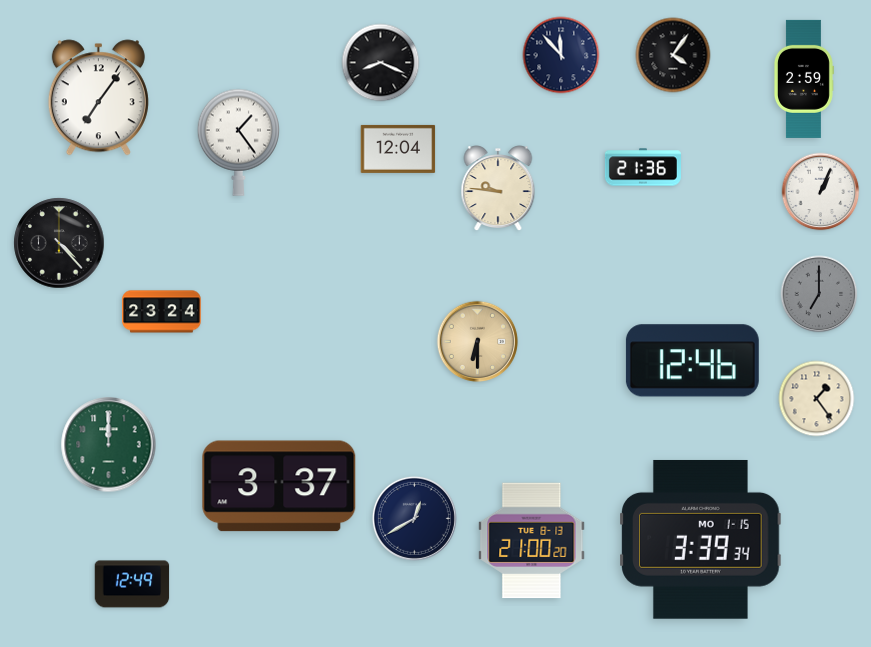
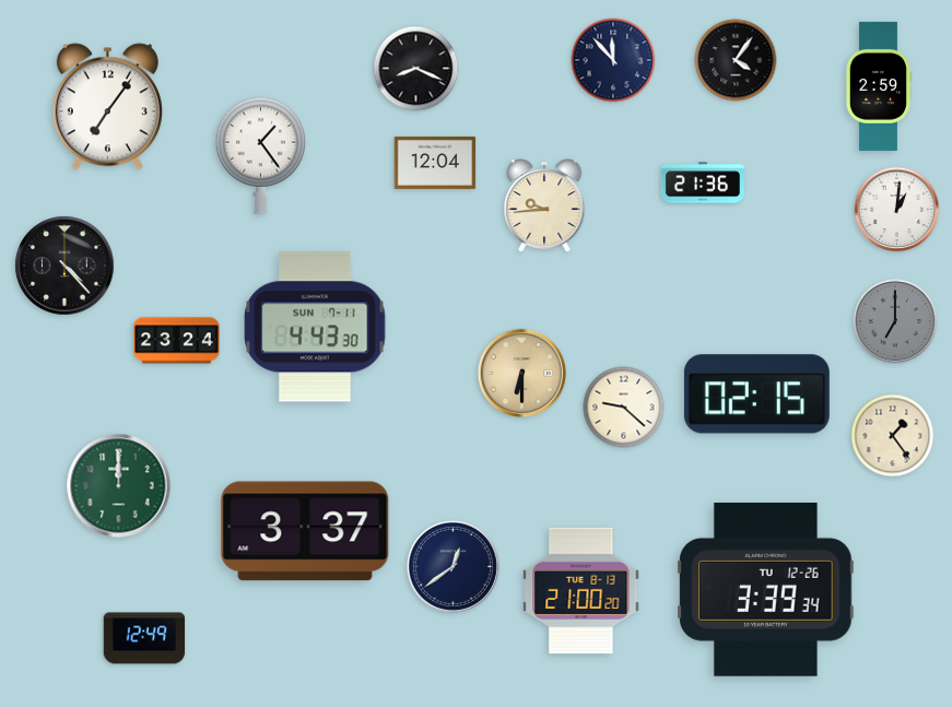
clock at (498, 189): 9:46 -> 9:44
clock at (821, 192): 1:04 -> 1:01
clock at (315, 327): none -> 4:43
clock at (692, 361): 12:46 -> 02:15
clock at (624, 408): none -> 9:22
clock at (414, 518): 12:40 -> 12:39
clock at (701, 539) date: MO 1-15 -> TU 12-26
